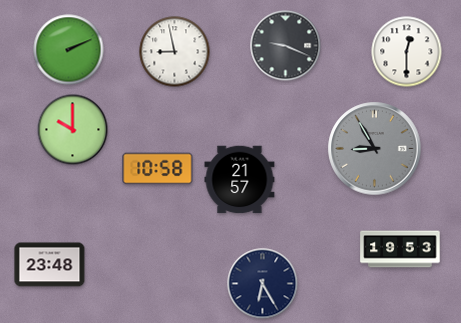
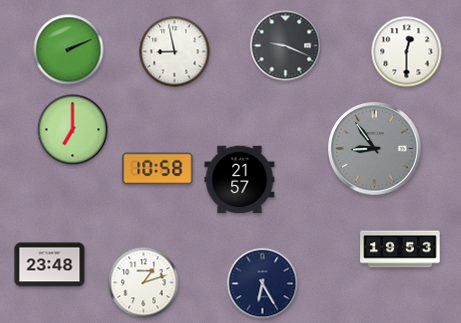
clock at (73, 130): 10:00 -> 7:00
clock at (375, 149): 8:55 -> 8:54
clock at (144, 283): none -> 1:12
